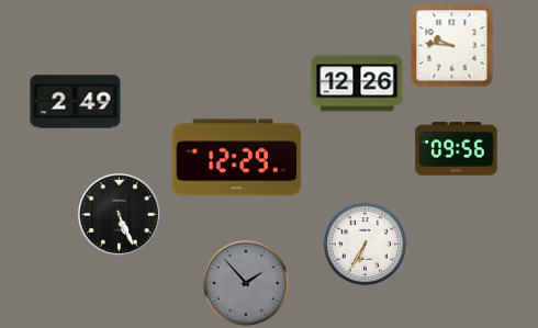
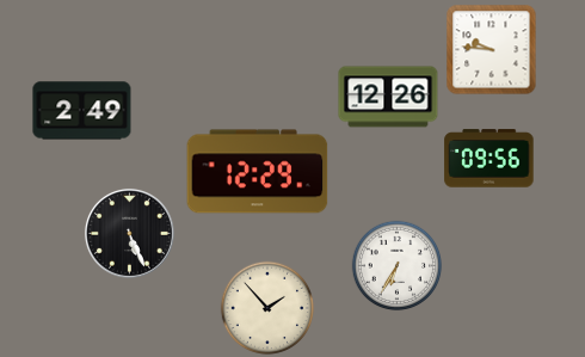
clock at (357, 83) position: (357, 83) -> (388, 97)
clock at (457, 149) position: (457, 149) -> (489, 159)
clock at (246, 283) dial: grey -> cream
